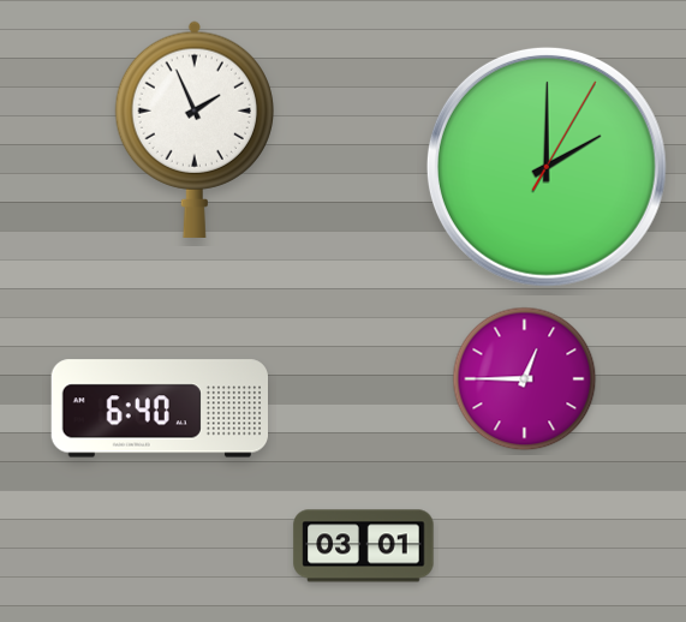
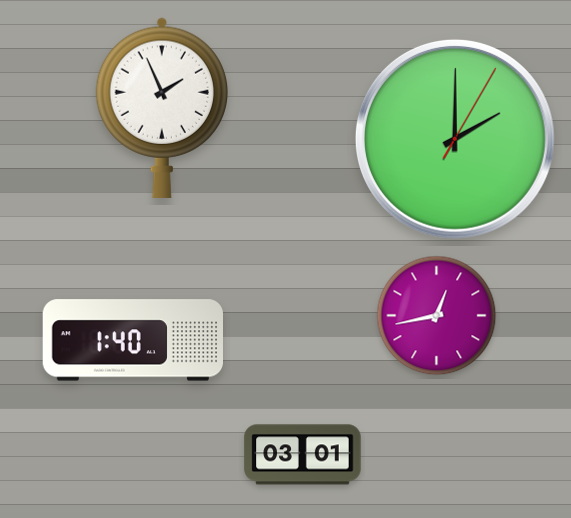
clock at (525, 379): 12:45 -> 12:43
clock at (159, 408): 6:40 -> 1:40
